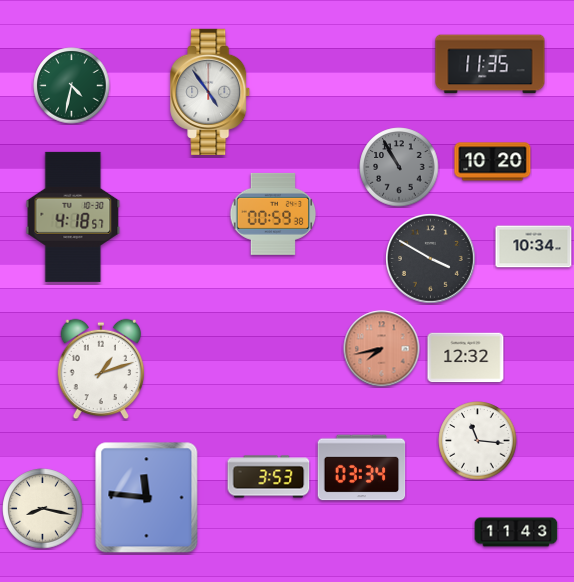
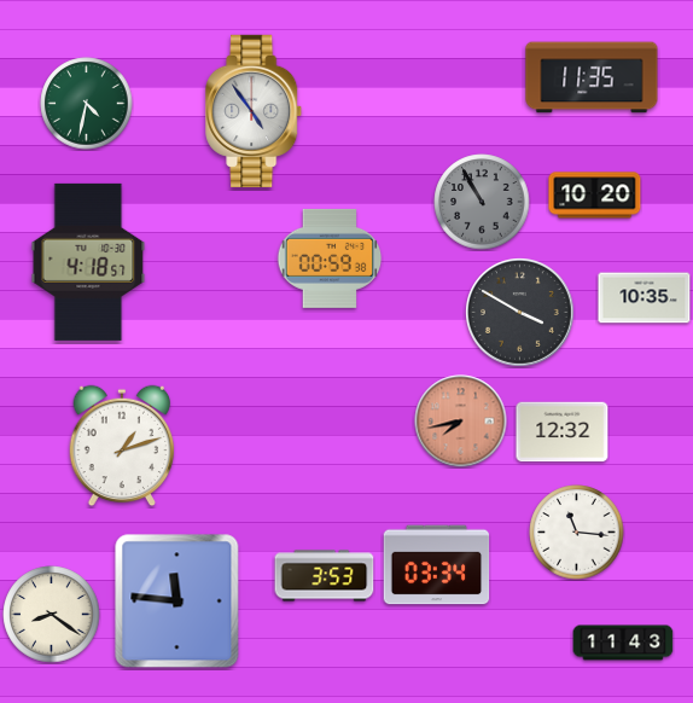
clock at (534, 247): 10:34 -> 10:35
clock at (43, 509): 8:17 -> 8:21
